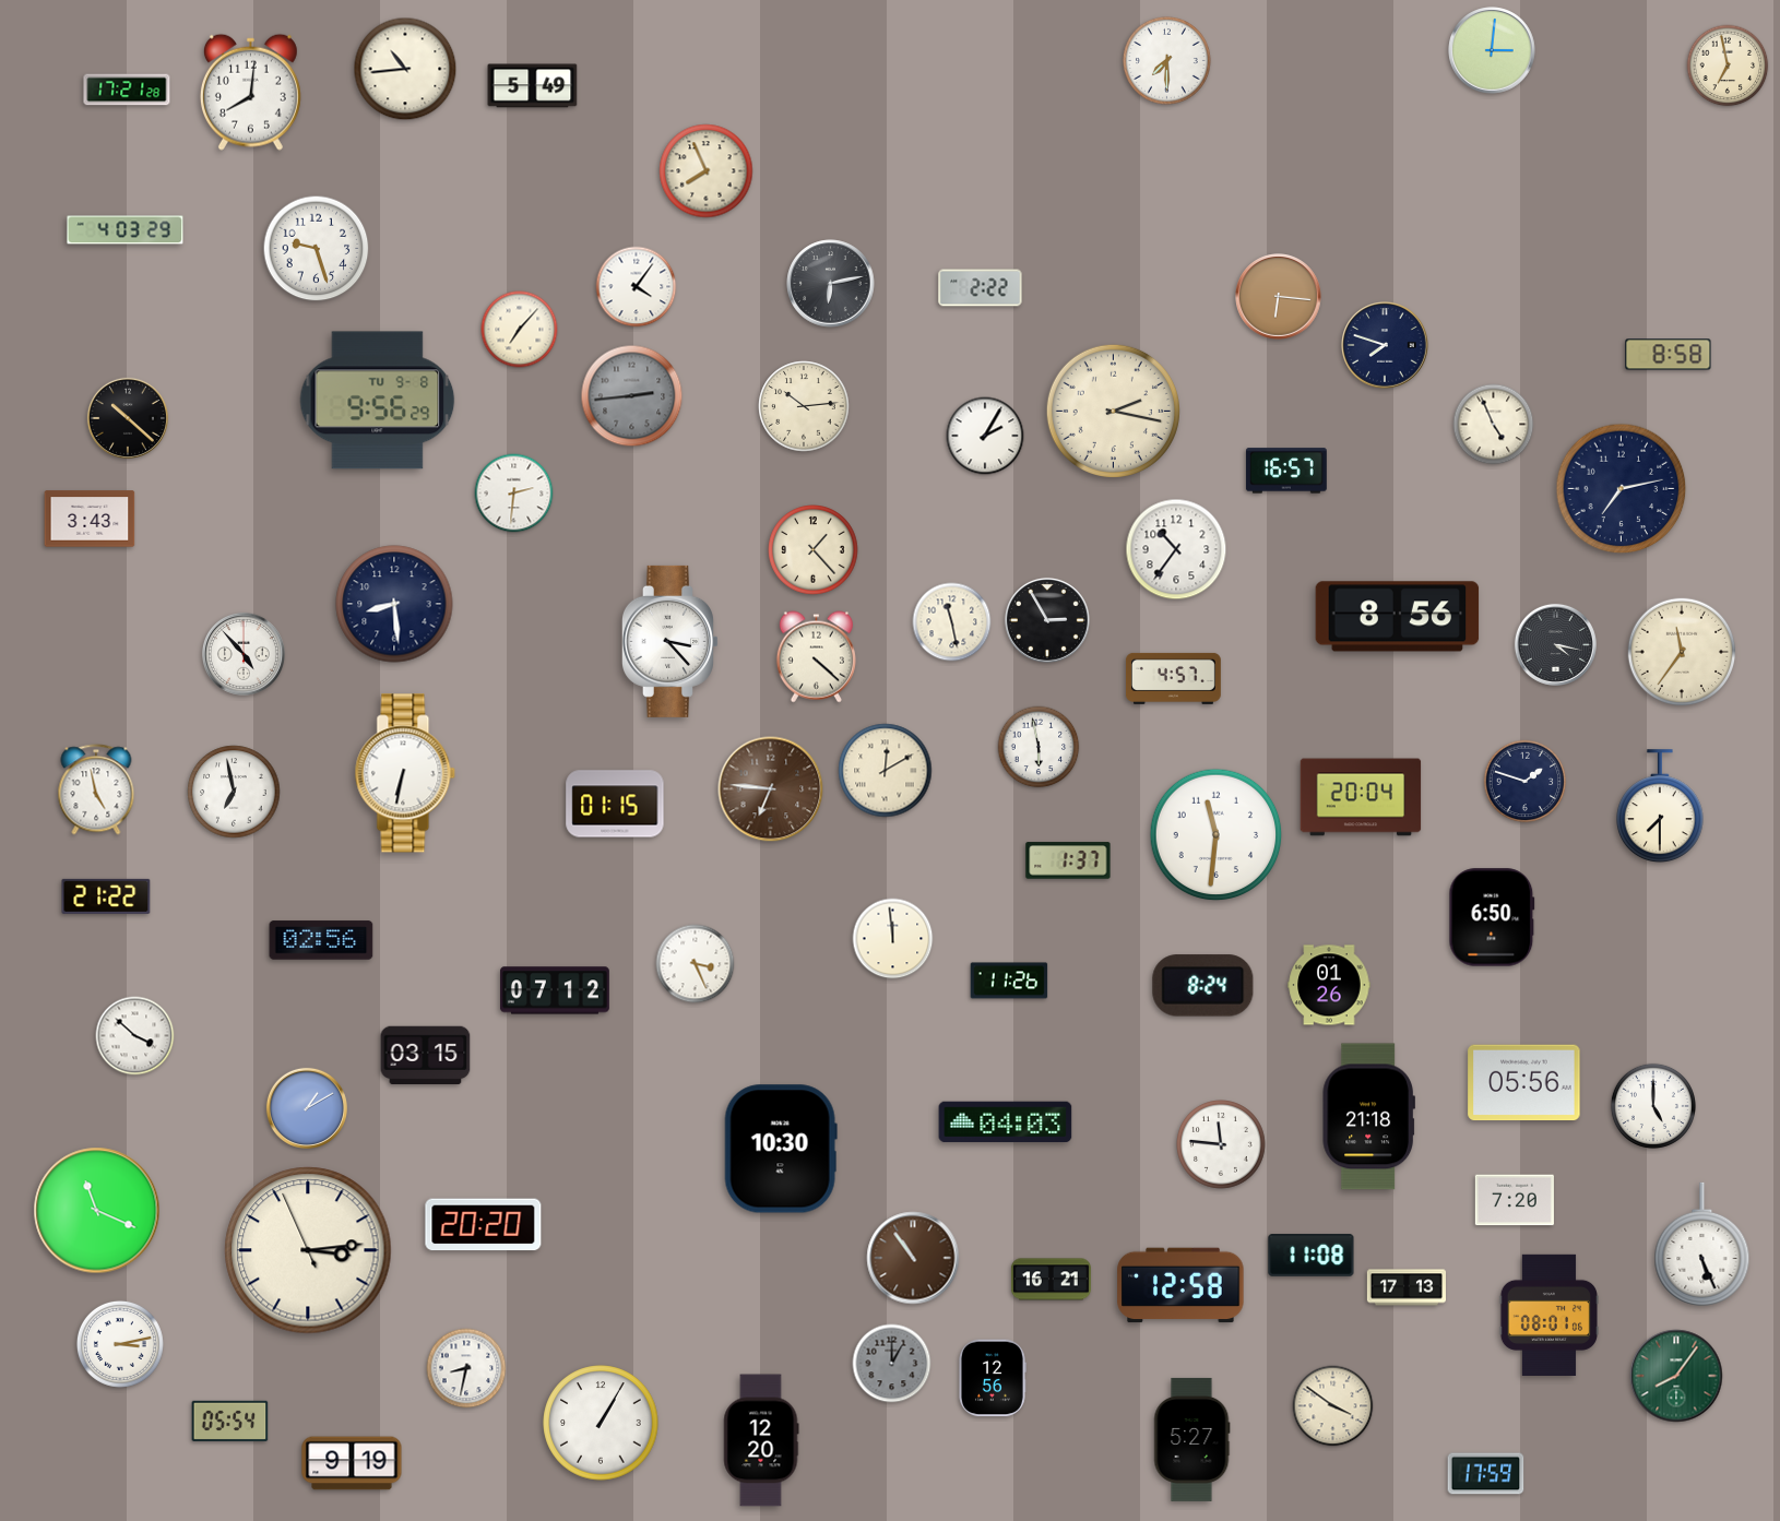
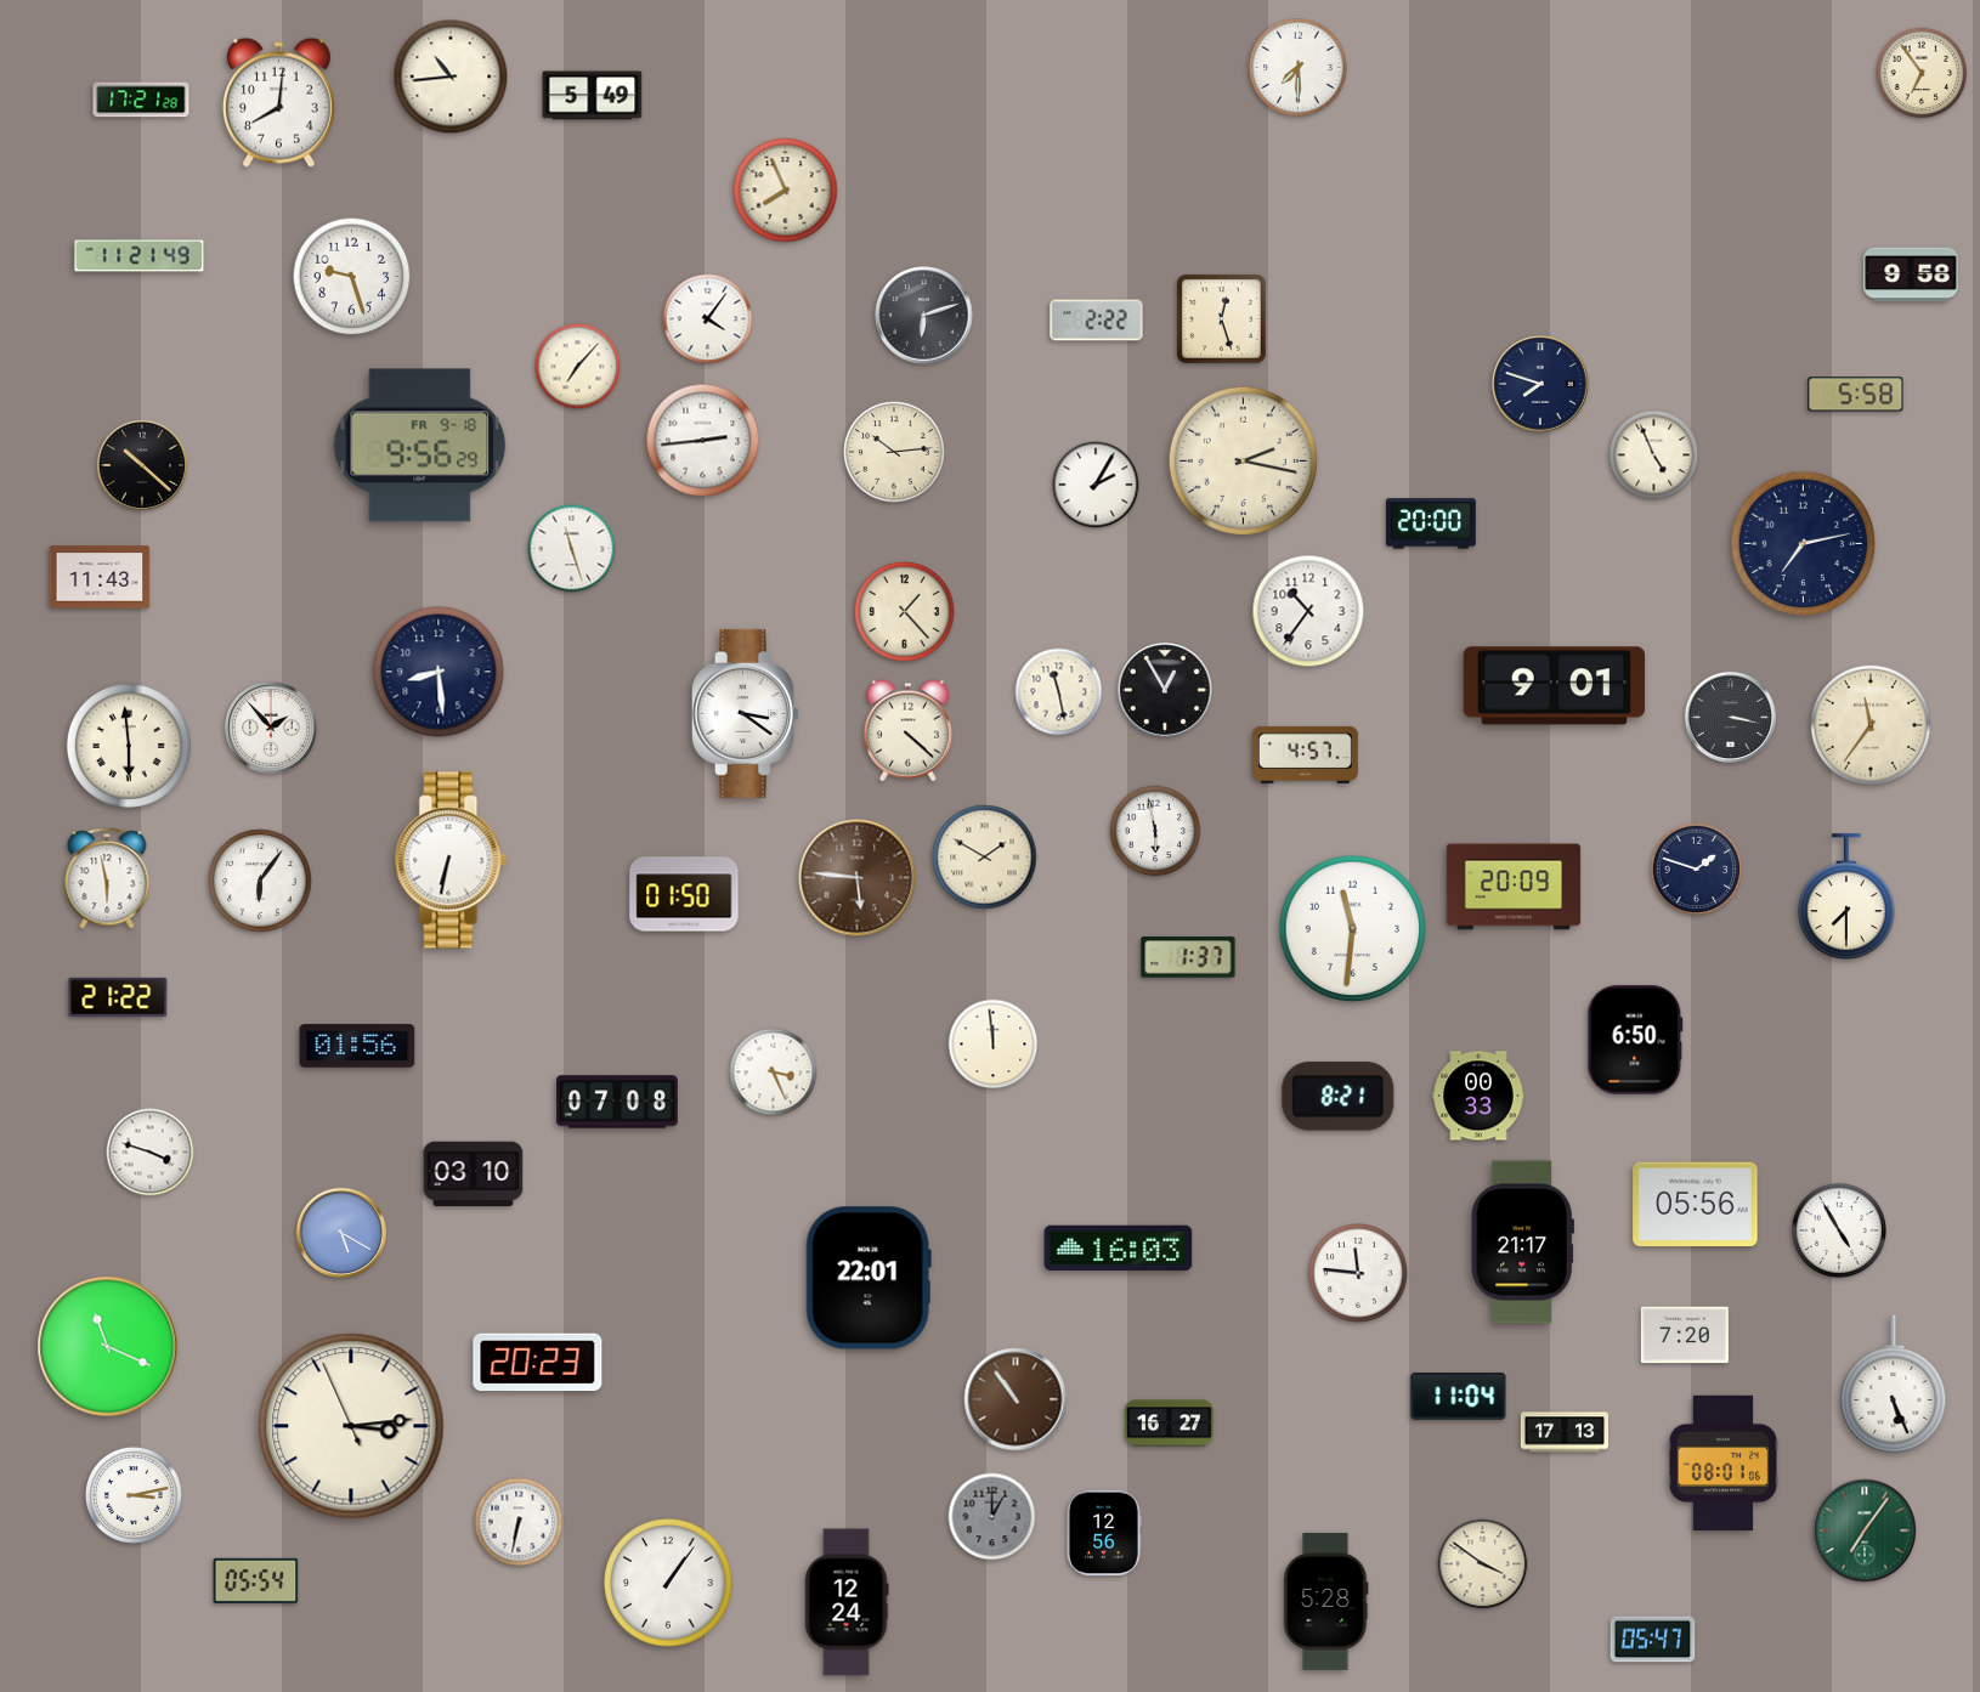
clock at (1492, 50): 3:01 -> none
clock at (1728, 66): 6:58 -> 6:54
clock at (126, 230): 4:03 -> 11:21
clock at (1911, 275): none -> 9:58
clock at (831, 284): 6:13 -> 6:12
clock at (1222, 319): none -> 12:27
clock at (981, 288) position: (981, 288) -> (1097, 321)
clock at (1279, 297): 6:16 -> none
clock at (1669, 355): 8:58 -> 5:58
clock at (632, 396) dial: grey -> white
clock at (378, 401) date: TU 9-8 -> FR 9-18
clock at (1113, 411) position: (1113, 411) -> (1243, 460)
clock at (1494, 425) position: (1494, 425) -> (1654, 455)
clock at (1286, 471): 16:57 -> 20:00
clock at (514, 494): 2:31 -> 11:27
clock at (90, 519): 3:43 -> 11:43
clock at (1398, 617): 8:56 -> 9:01
clock at (1047, 620): 2:55 -> 12:55
clock at (669, 641): 3:23 -> 3:21
clock at (1555, 644): 4:17 -> 3:17
clock at (244, 654): 4:53 -> 1:53
clock at (129, 746): none -> 5:59
clock at (886, 771): 12:10 -> 1:50
clock at (96, 789): 4:58 -> 5:58
clock at (771, 789): 6:46 -> 5:46
clock at (234, 792): 6:58 -> 6:06
clock at (1361, 797): 20:04 -> 20:09
clock at (615, 804): 01:15 -> 01:50
clock at (1492, 917) position: (1492, 917) -> (1635, 1040)
clock at (321, 940): 02:56 -> 01:56
clock at (1009, 981): 11:26 -> none
clock at (1329, 985): 01:26 -> 00:33
clock at (1203, 986): 8:24 -> 8:21
clock at (555, 990): 07:12 -> 07:08
clock at (135, 1036): 3:52 -> 3:48
clock at (426, 1056): 03:15 -> 03:10
clock at (1653, 1106): 5:00 -> 4:55
clock at (307, 1108): 1:10 -> 5:20
clock at (1368, 1117): 21:18 -> 21:17
clock at (1006, 1122): 04:03 -> 16:03
clock at (781, 1149): 10:30 -> 22:01
clock at (484, 1225): 20:20 -> 20:23
clock at (308, 1250) position: (308, 1250) -> (351, 1426)
clock at (1312, 1256): 11:08 -> 11:04
clock at (1051, 1280): 16:21 -> 16:27
clock at (1180, 1285): 12:58 -> none
clock at (466, 1368): 8:32 -> 6:32
clock at (1676, 1376): 8:06 -> 7:06
clock at (601, 1423): 1:05 -> 1:06
clock at (1191, 1439): 5:27 -> 5:28
clock at (761, 1440): 12:20 -> 12:24
clock at (352, 1463): 9:19 -> none
clock at (1486, 1474): 17:59 -> 05:47
